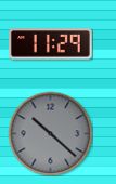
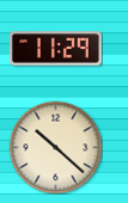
clock at (50, 133) dial: grey -> cream
